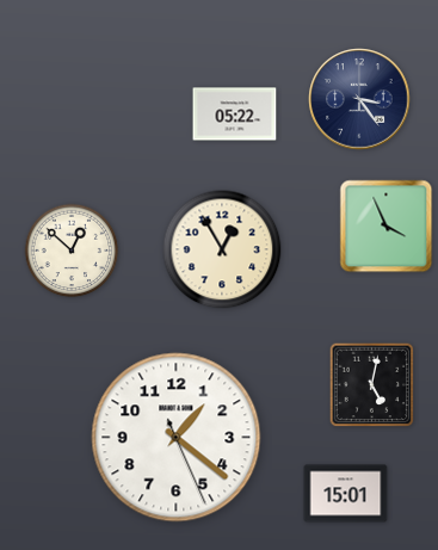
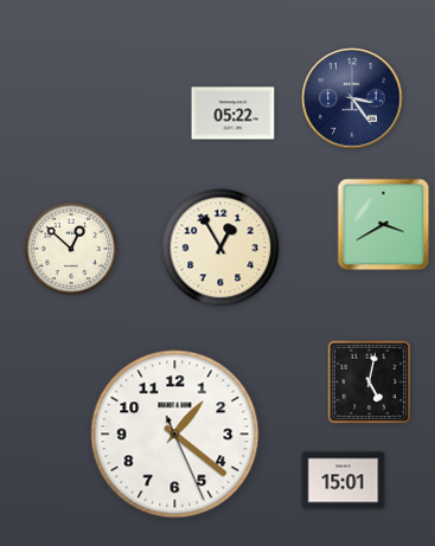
clock at (359, 99) position: (359, 99) -> (352, 98)
clock at (387, 227): 3:56 -> 3:40
clock at (346, 494) position: (346, 494) -> (344, 481)
